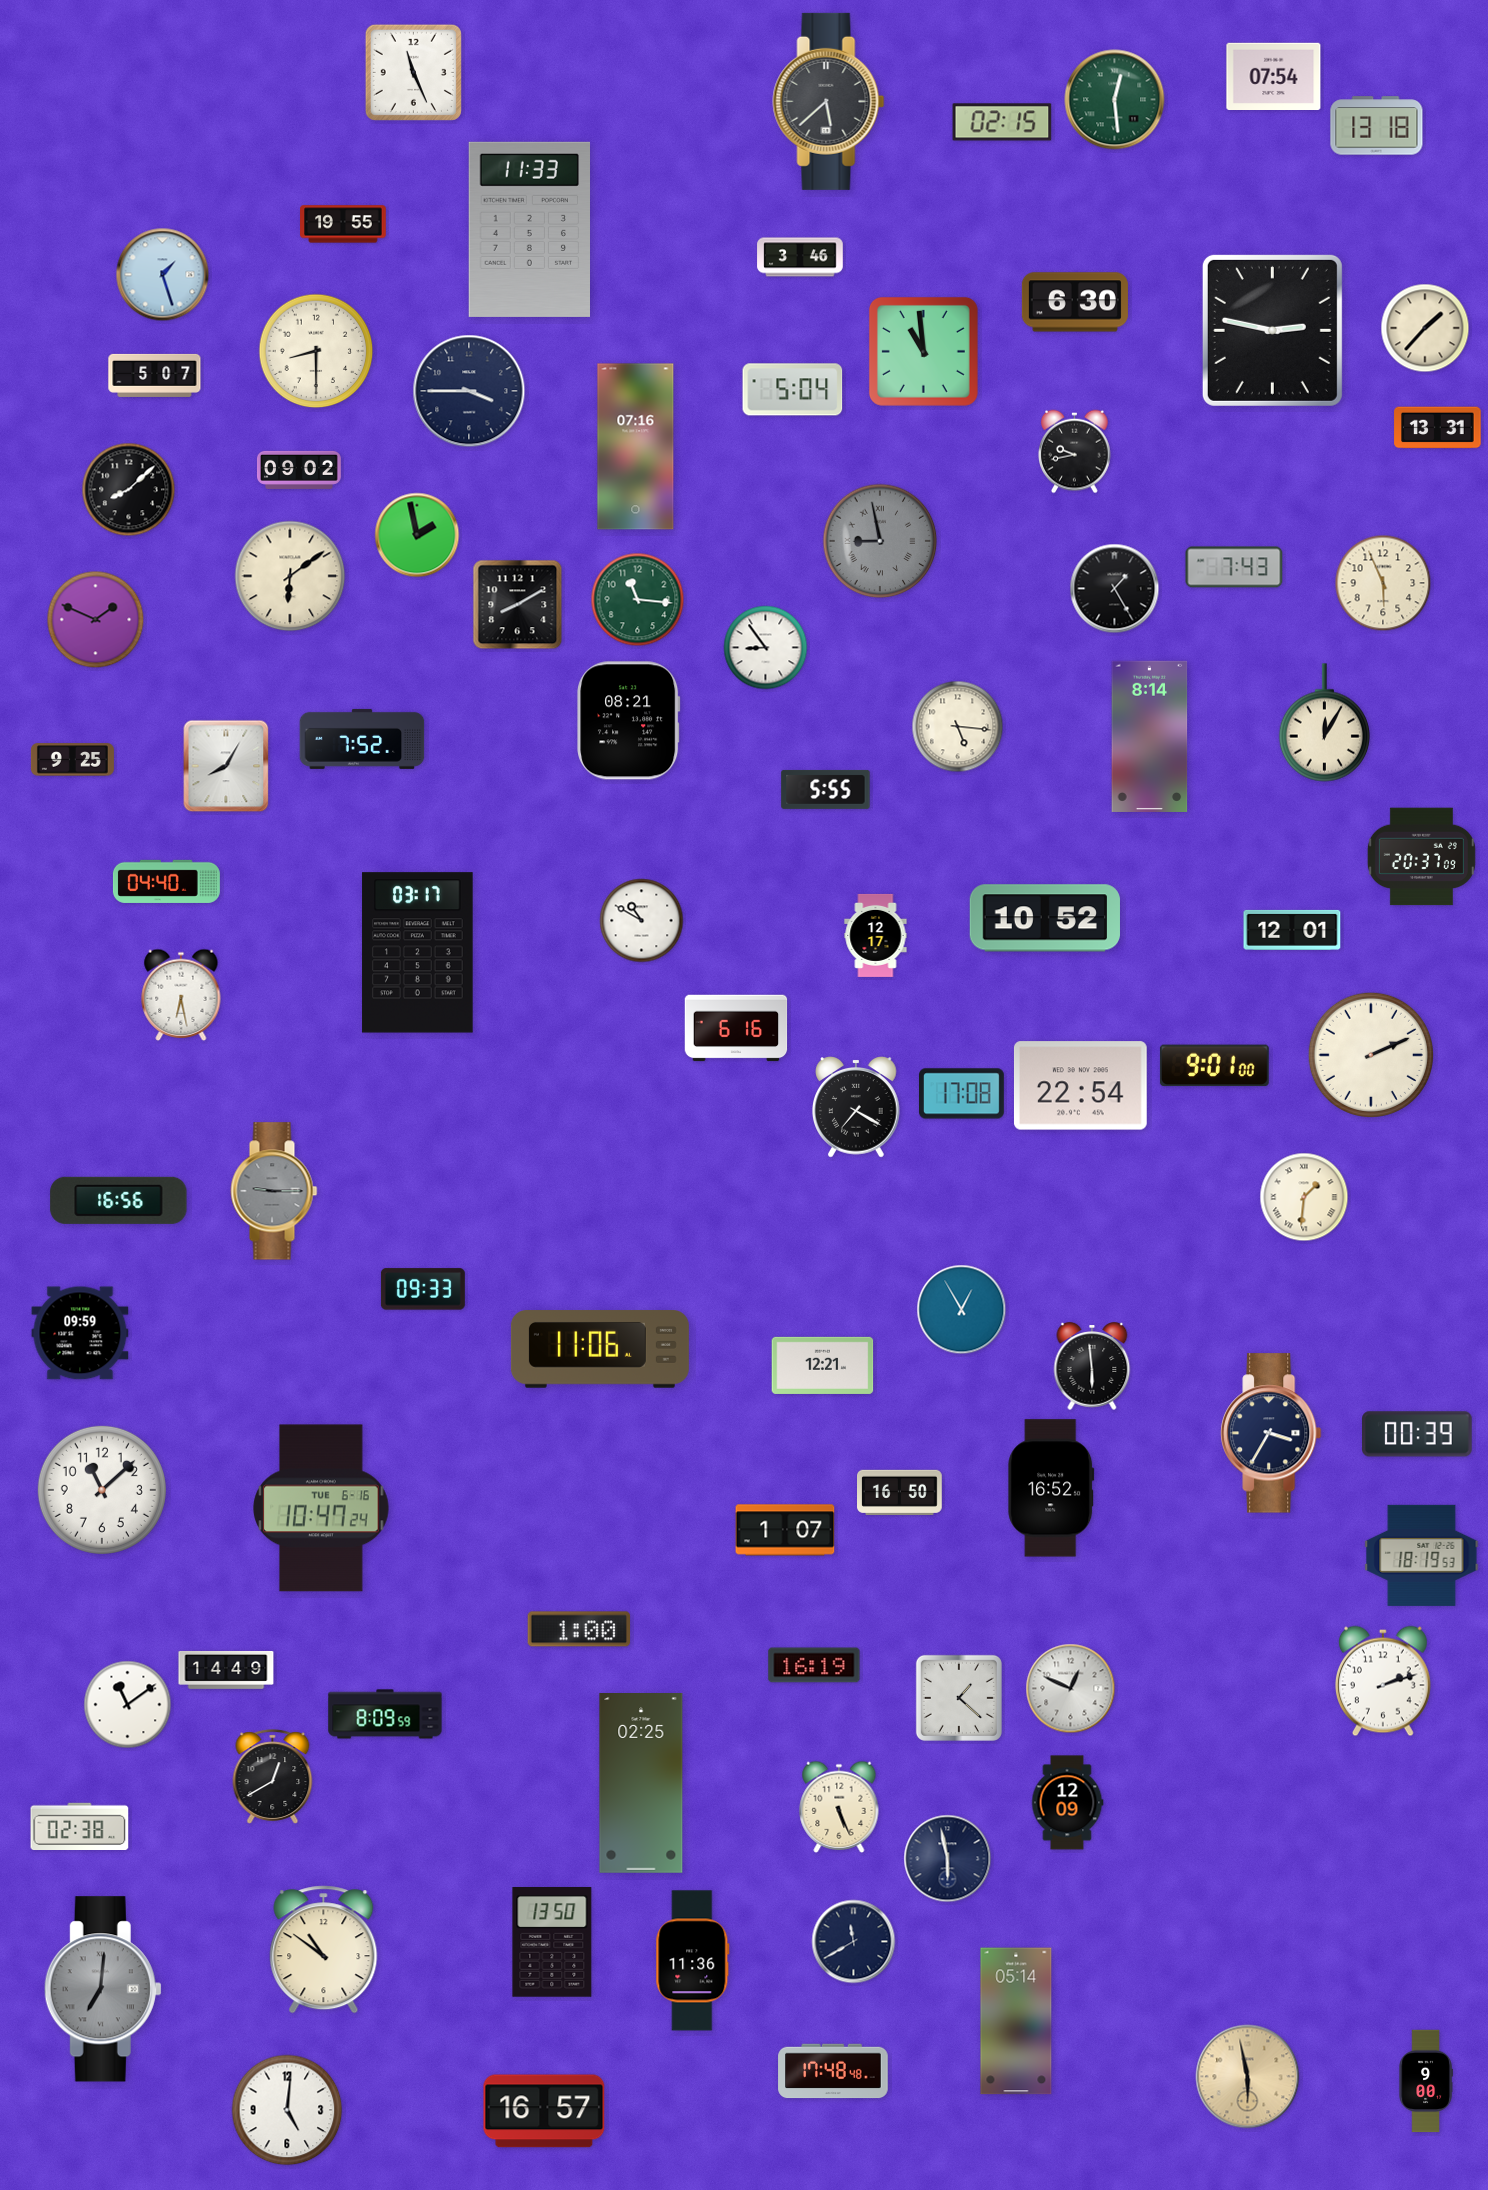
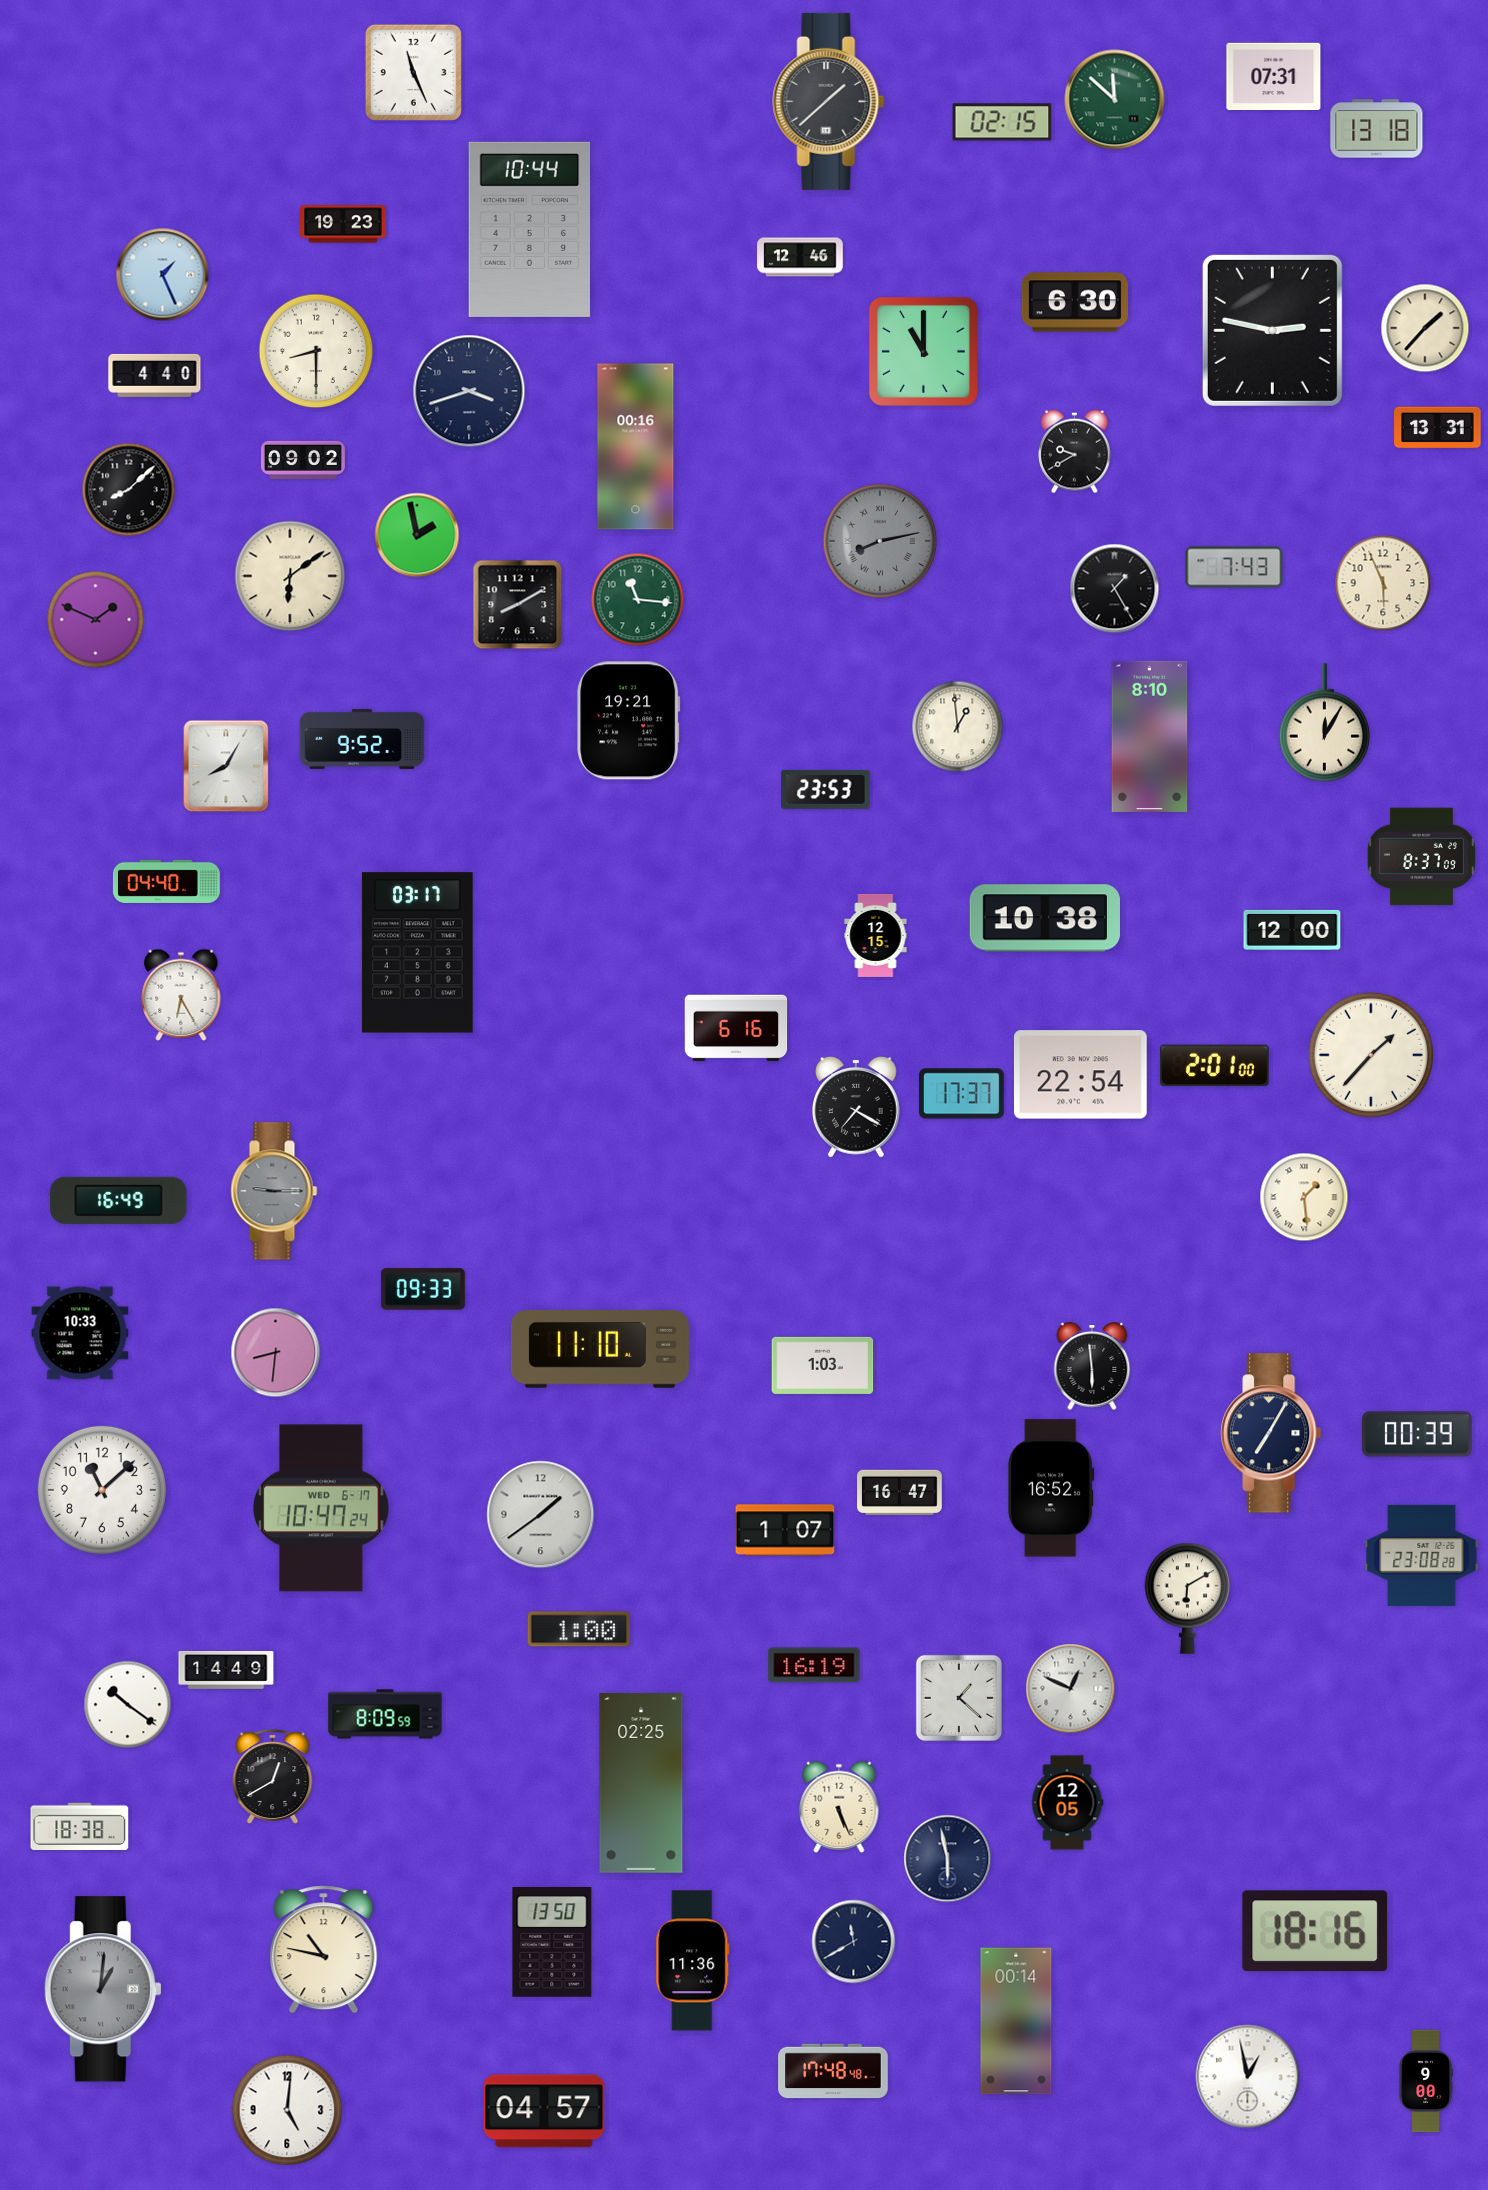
clock at (1274, 76): 07:54 -> 07:31
clock at (1115, 100): 12:29 -> 11:52
clock at (829, 101): 5:38 -> 1:38
clock at (1377, 126) position: (1377, 126) -> (1377, 129)
clock at (343, 224): 19:55 -> 19:23
clock at (529, 229): 11:33 -> 10:44
clock at (800, 257): 3:46 -> 12:46
clock at (163, 275): 1:27 -> 1:26
clock at (923, 351): 10:59 -> 11:00
clock at (155, 375): 5:07 -> 4:40
clock at (793, 390): 5:04 -> none
clock at (469, 391): 3:45 -> 3:42
clock at (636, 447): 07:16 -> 00:16
clock at (1075, 452): 9:43 -> 9:40
clock at (300, 470) position: (300, 470) -> (304, 460)
clock at (880, 541): 8:58 -> 8:13
clock at (766, 648): 8:54 -> none
clock at (629, 721): 08:21 -> 19:21
clock at (958, 727): 5:16 -> 12:59
clock at (1150, 736): 8:14 -> 8:10
clock at (362, 739): 7:52 -> 9:52
clock at (72, 760): 9:25 -> none
clock at (826, 789): 5:55 -> 23:53
clock at (1421, 857): 20:37 -> 8:37
clock at (1045, 918): 10:52 -> 10:38
clock at (642, 921): 10:50 -> none
clock at (1292, 930): 12:01 -> 12:00
clock at (876, 935): 12:17 -> 12:15
clock at (181, 995): 6:28 -> 6:25
clock at (1371, 1055): 2:11 -> 1:37
clock at (1214, 1066): 9:01 -> 2:01
clock at (1080, 1086) position: (1080, 1086) -> (1080, 1075)
clock at (962, 1094): 17:08 -> 17:37
clock at (1304, 1197): 1:31 -> 1:29
clock at (119, 1200): 16:56 -> 16:49
clock at (962, 1310): 12:55 -> none
clock at (80, 1333): 09:59 -> 10:33
clock at (600, 1349): 11:06 -> 11:10
clock at (276, 1353): none -> 8:31
clock at (823, 1365): 12:21 -> 1:03
clock at (1271, 1433): 3:35 -> 7:05
clock at (900, 1492): 16:50 -> 16:47
clock at (321, 1508) date: TUE 6-16 -> WED 6-17
clock at (541, 1515): none -> 1:39
clock at (1422, 1555): 18:19 -> 23:08
clock at (1188, 1598): none -> 6:10
clock at (1383, 1681): 2:12 -> none
clock at (128, 1705): 11:09 -> 10:21
clock at (1067, 1803): 12:09 -> 12:05
clock at (80, 1826): 02:38 -> 18:38
clock at (1315, 1931): none -> 18:16
clock at (324, 1950): 10:51 -> 10:47
clock at (103, 1989): 7:01 -> 1:01
clock at (1016, 2021): 05:14 -> 00:14
clock at (1248, 2077): 5:58 -> 12:58
clock at (1248, 2077) dial: champagne -> white
clock at (544, 2111): 16:57 -> 04:57
